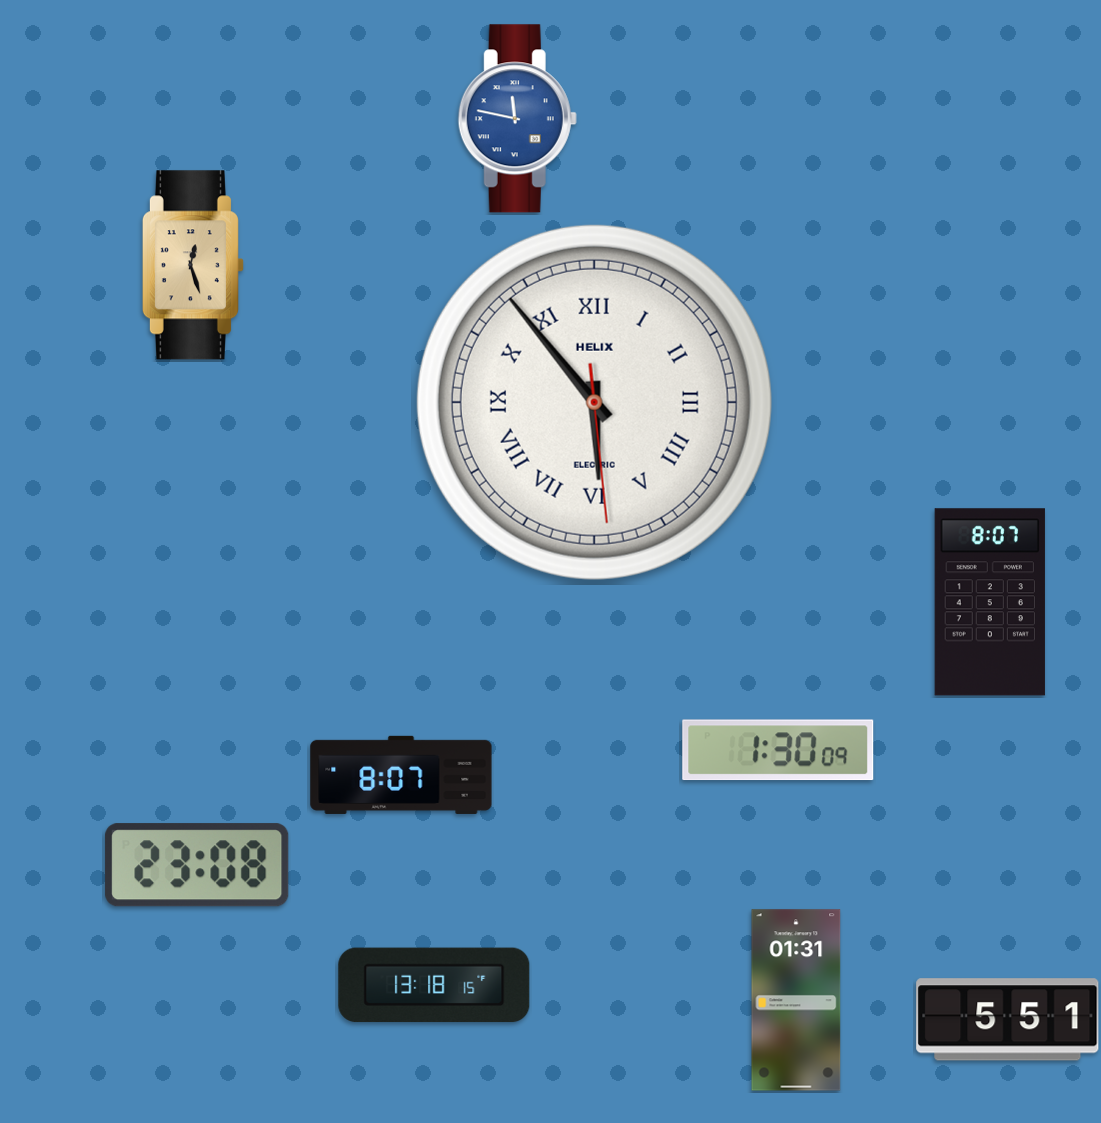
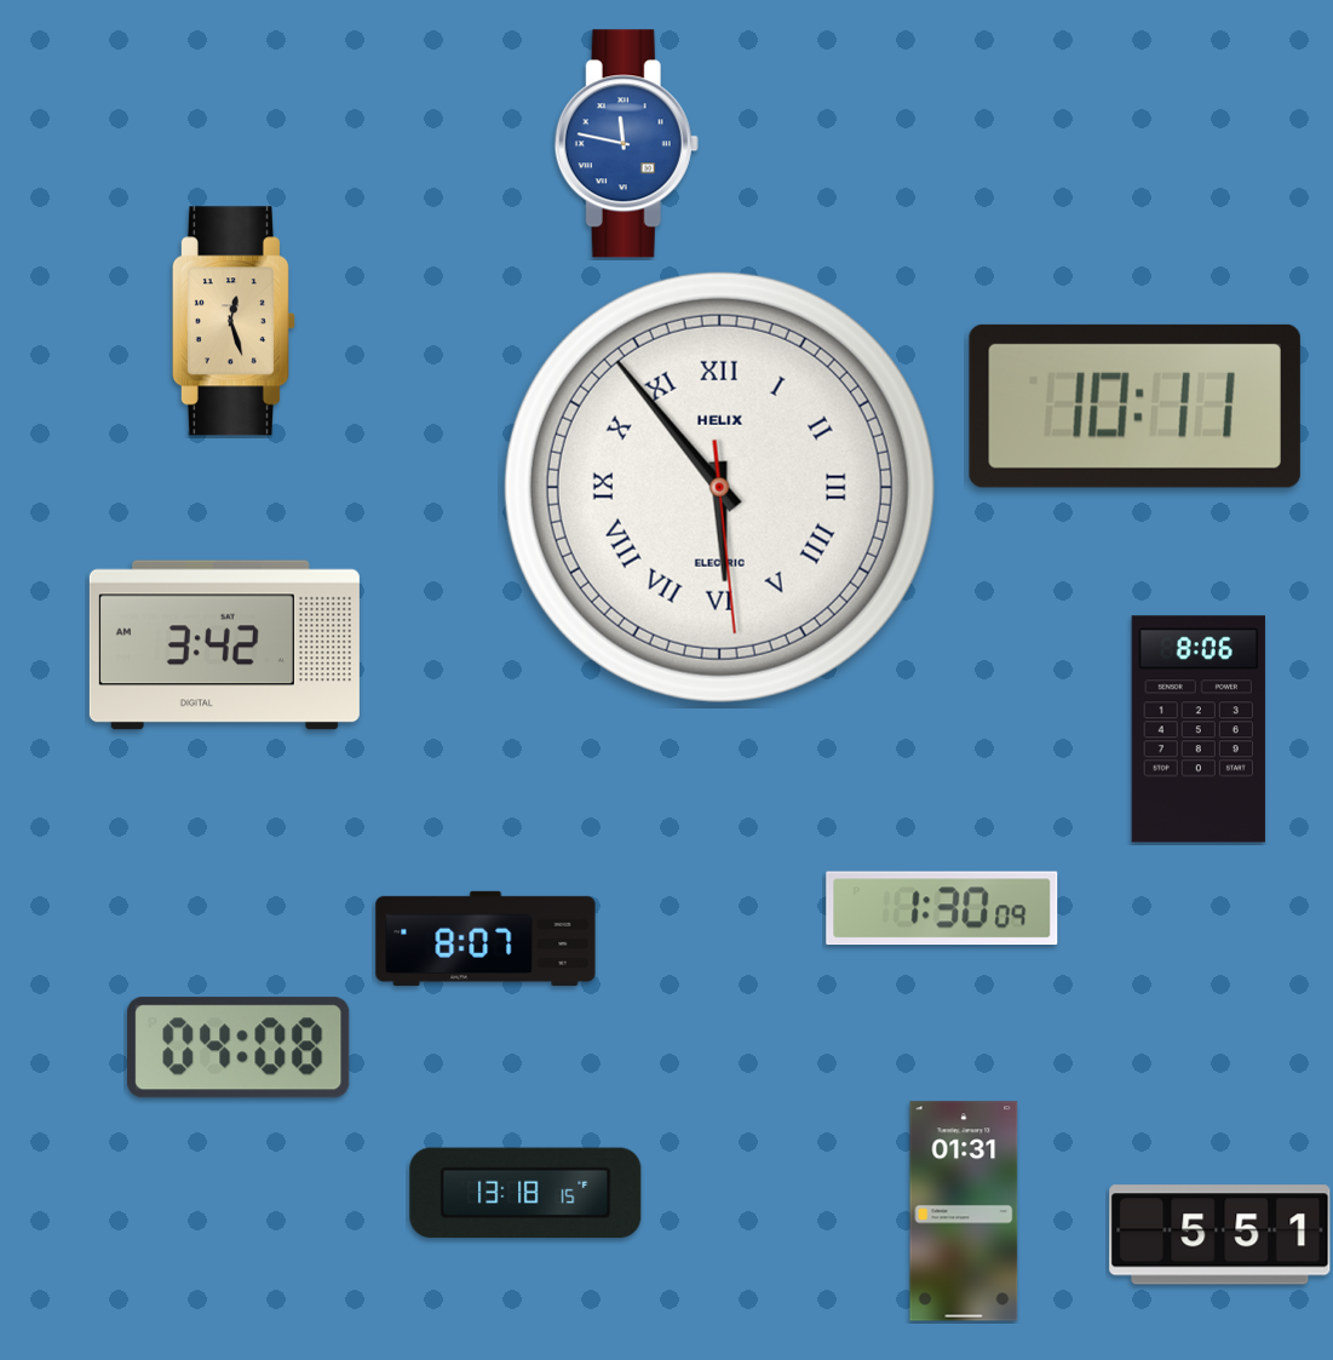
clock at (1134, 406): none -> 10:11
clock at (224, 645): none -> 3:42
clock at (990, 602): 8:07 -> 8:06
clock at (197, 865): 23:08 -> 04:08
